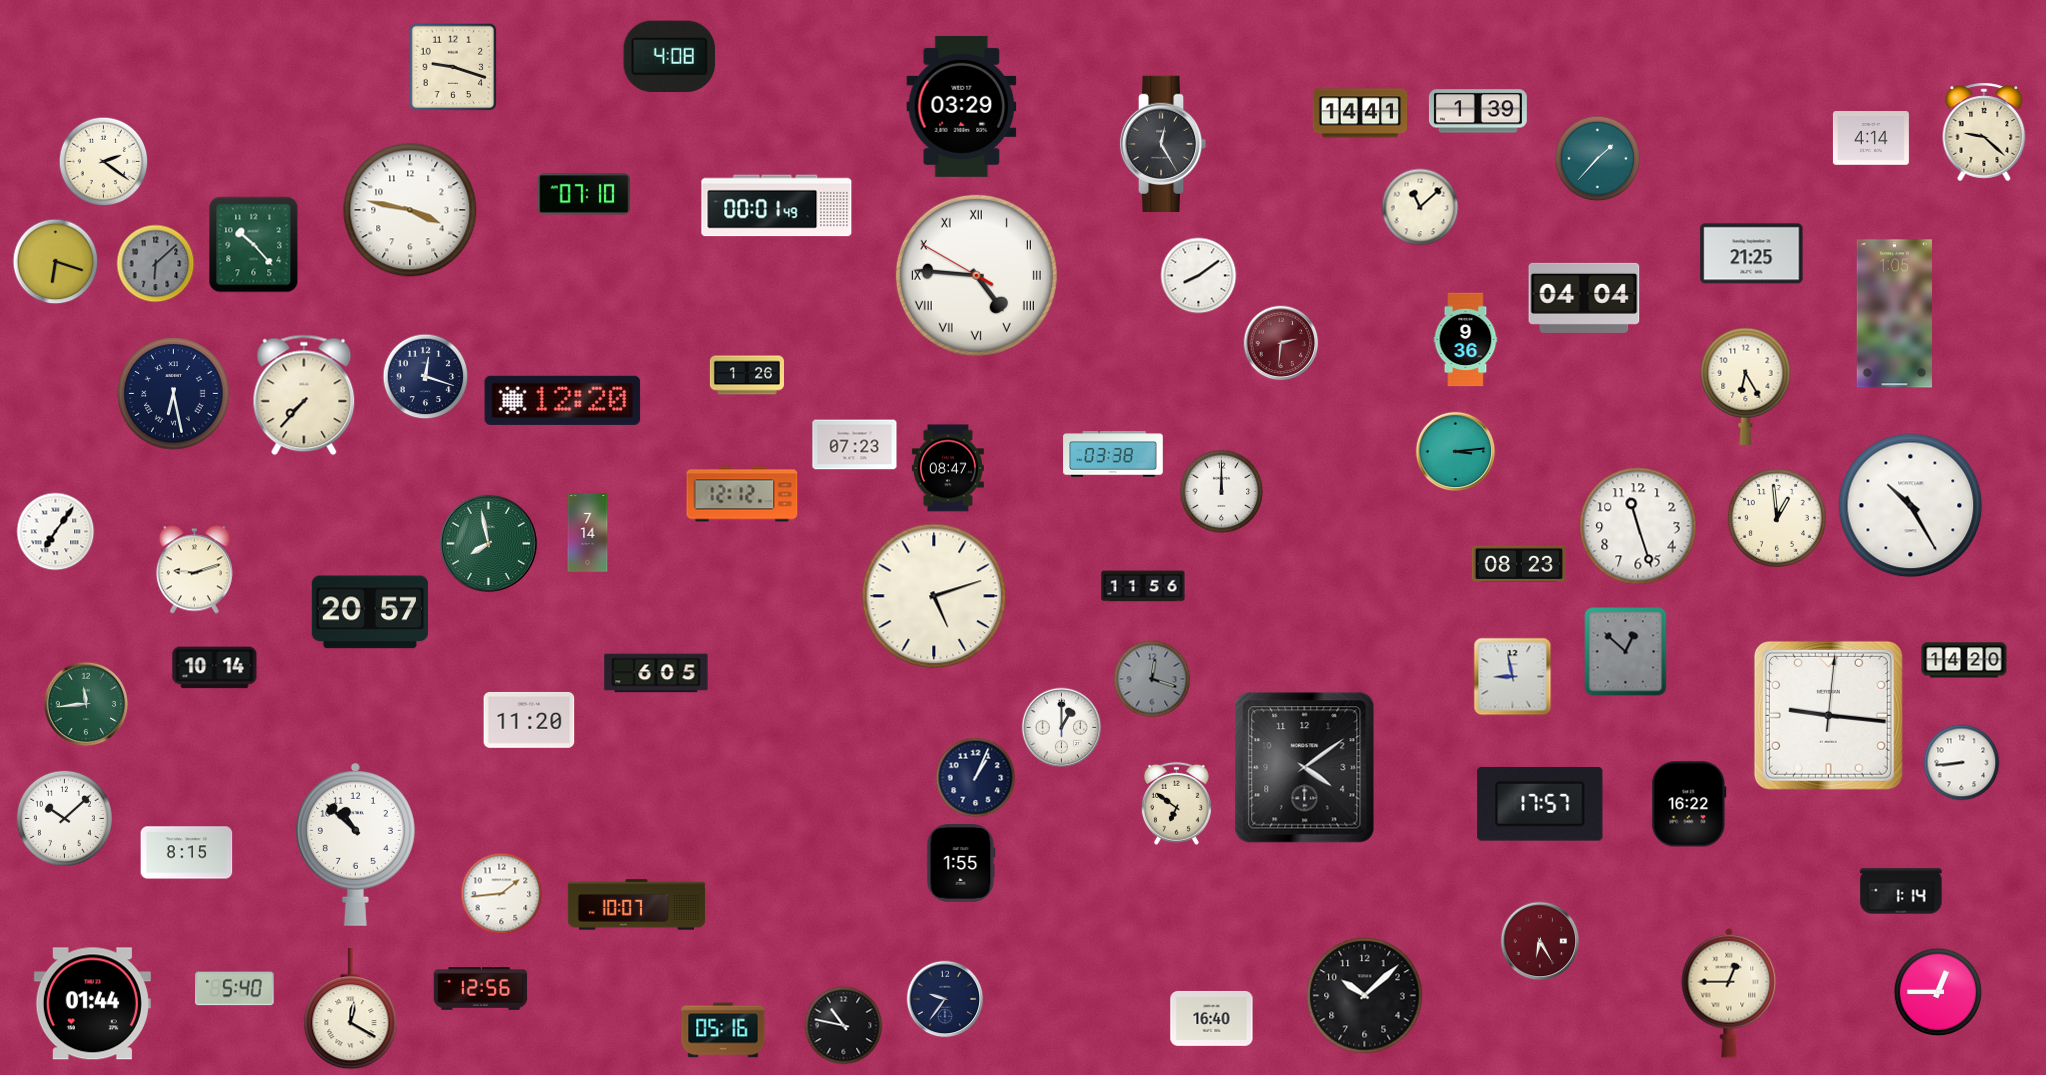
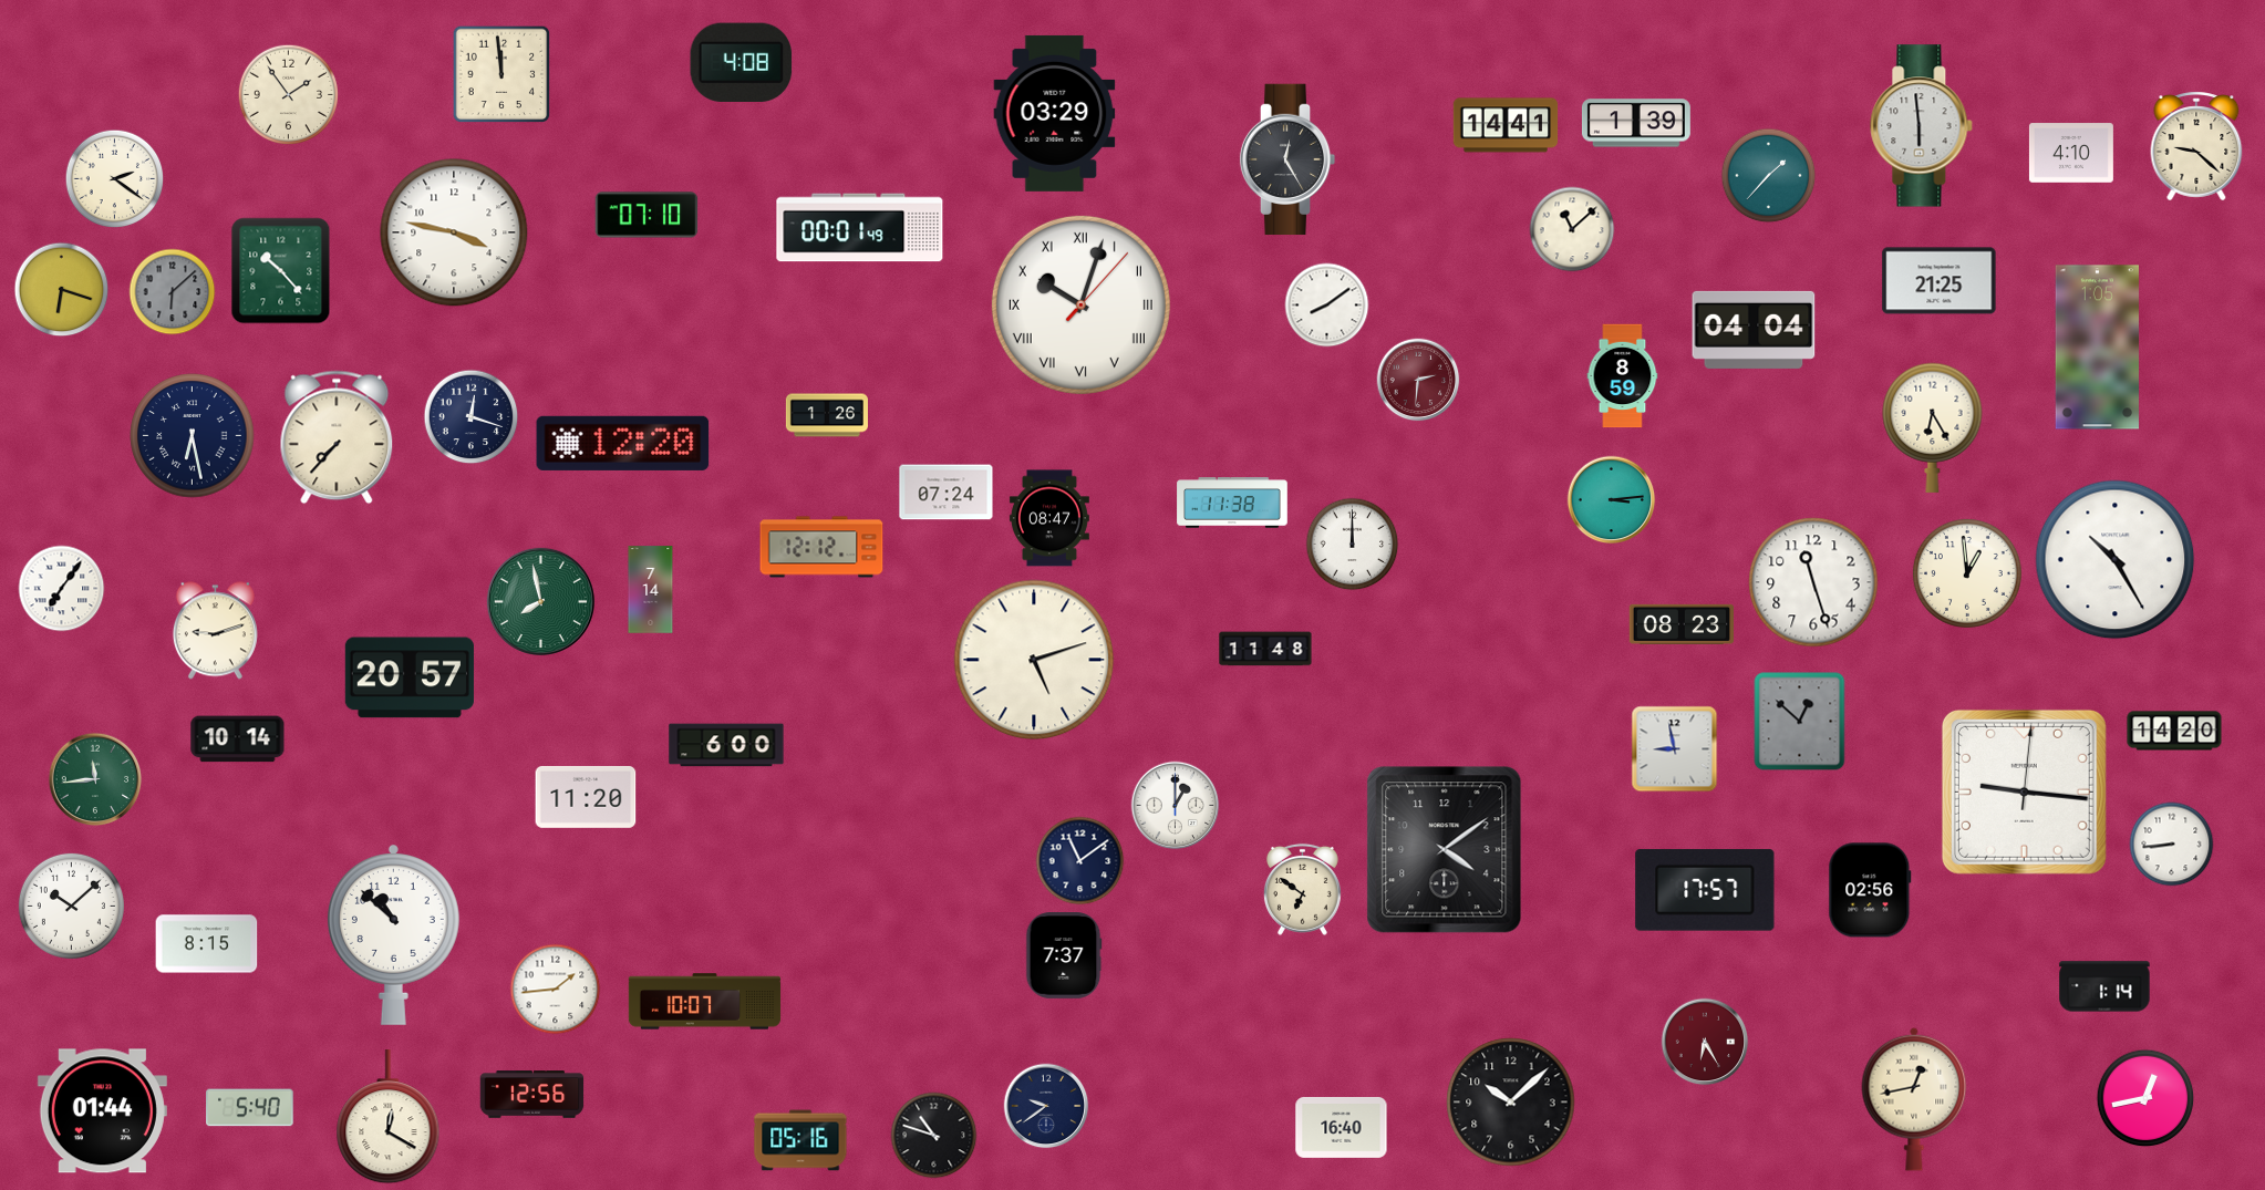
clock at (453, 67): 9:18 -> 11:59
clock at (289, 95): none -> 1:54
clock at (962, 106) position: (962, 106) -> (1055, 113)
clock at (1922, 126): none -> 5:59
clock at (1871, 138): 4:14 -> 4:10
clock at (976, 275): 4:45 -> 10:03
clock at (1466, 340): 9:36 -> 8:59
clock at (855, 445): 07:23 -> 07:24
clock at (1113, 454): 03:38 -> 11:38
clock at (1143, 586): 11:56 -> 11:48
clock at (656, 673): 6:05 -> 6:00
clock at (1152, 679): 12:18 -> none
clock at (976, 778): 1:04 -> 11:09
clock at (1689, 804): 16:22 -> 02:56
clock at (961, 863): 1:55 -> 7:37
clock at (235, 989) position: (235, 989) -> (250, 1108)
clock at (1938, 992): 12:45 -> 12:43
clock at (1729, 993): 12:45 -> 12:43
clock at (945, 999): 9:36 -> 9:39
clock at (844, 1026): 10:47 -> 10:48
